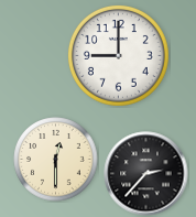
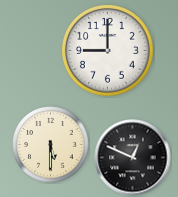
clock at (56, 160): 12:30 -> 5:30
clock at (146, 174): 2:37 -> 12:49
